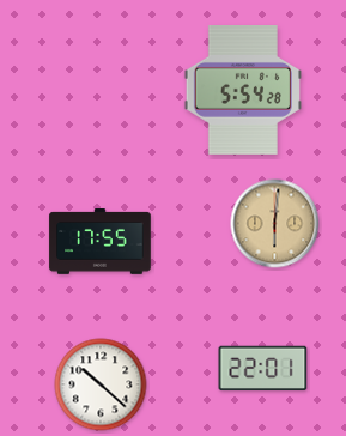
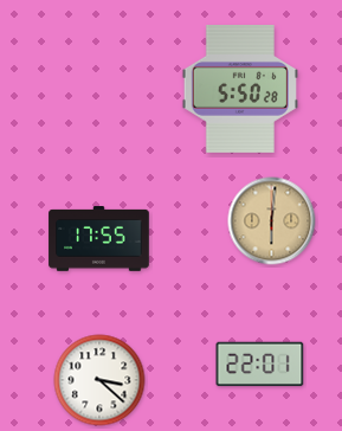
clock at (243, 91): 5:54 -> 5:50
clock at (101, 384): 10:22 -> 3:22
